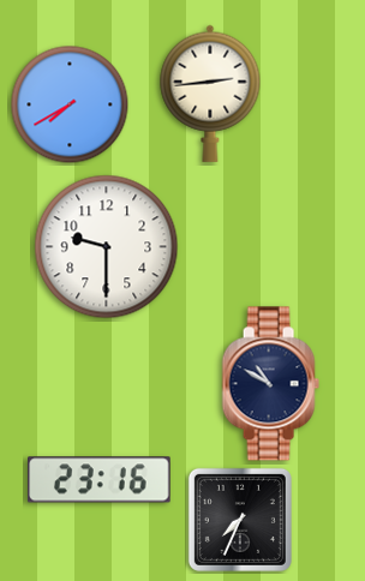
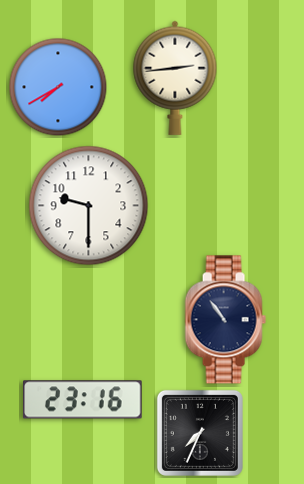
clock at (270, 384): 10:50 -> 10:54
